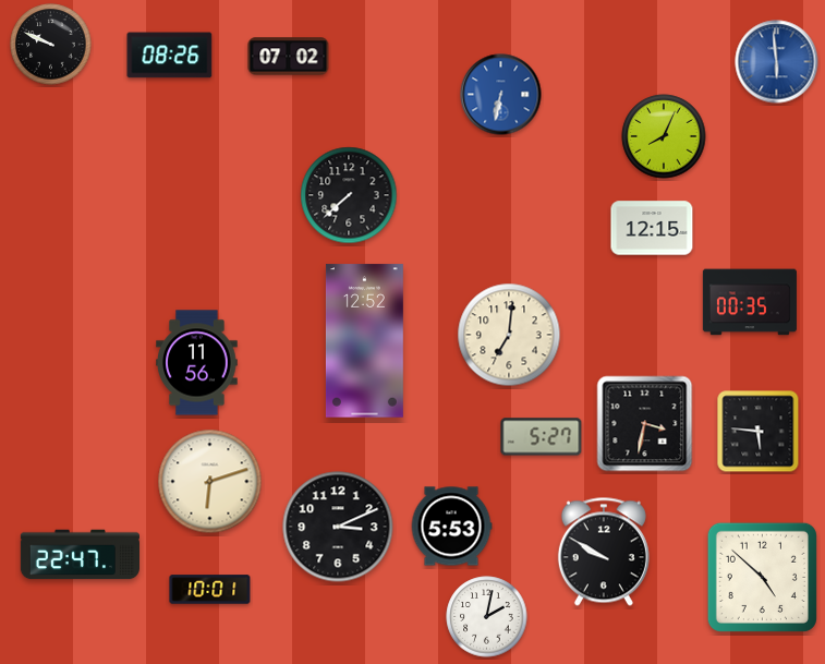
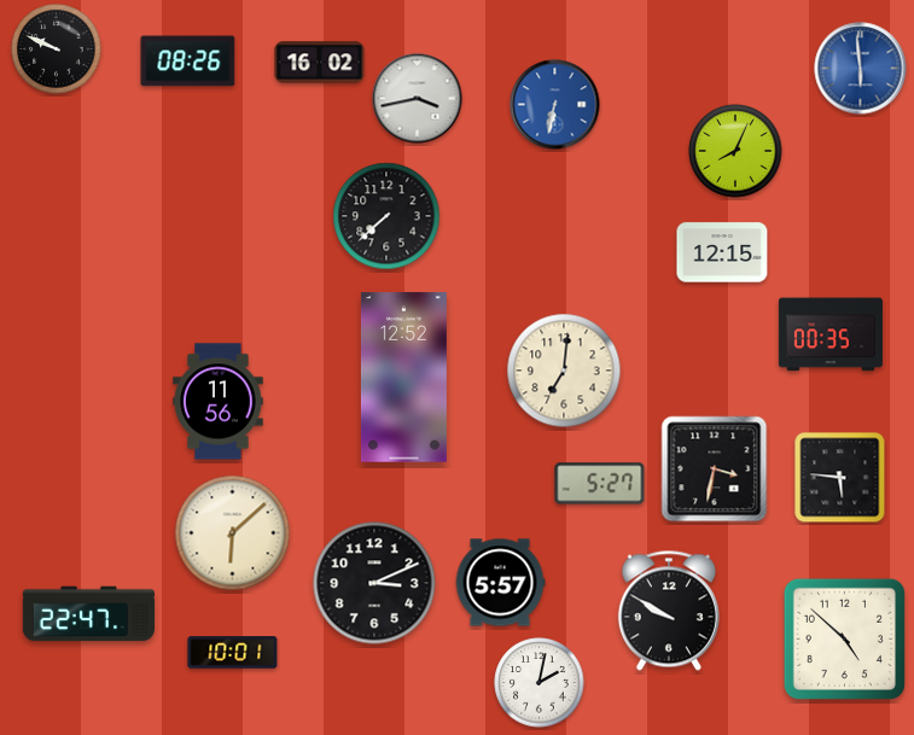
clock at (289, 57): 07:02 -> 16:02
clock at (418, 99): none -> 3:43
clock at (210, 482): 6:12 -> 6:08
clock at (451, 527): 5:53 -> 5:57
